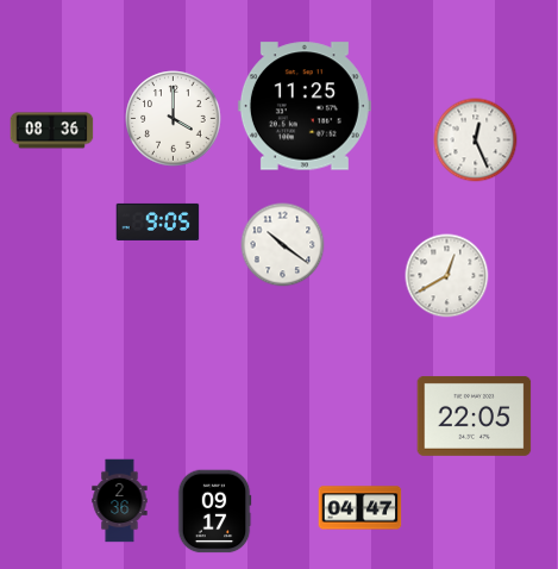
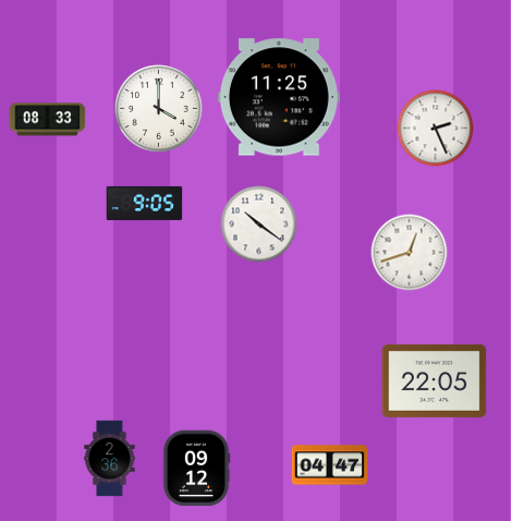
clock at (52, 131): 08:36 -> 08:33
clock at (476, 140): 12:26 -> 2:26
clock at (447, 276): 12:40 -> 12:42
clock at (214, 512): 09:17 -> 09:12
